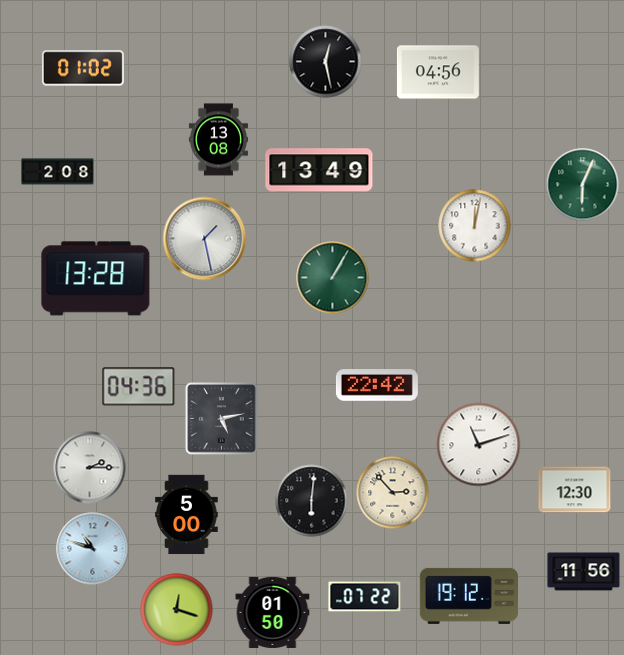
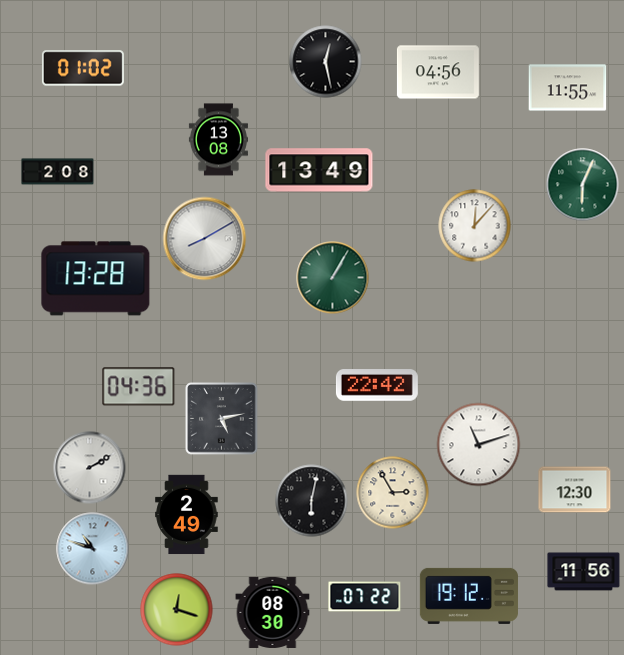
clock at (568, 88): none -> 11:55
clock at (475, 226): 12:02 -> 12:07
clock at (205, 239): 1:28 -> 8:10
clock at (90, 468): 2:15 -> 2:10
clock at (393, 493): 2:53 -> 2:55
clock at (312, 501): 6:01 -> 6:02
clock at (187, 515): 5:00 -> 2:49
clock at (273, 612): 01:50 -> 08:30
